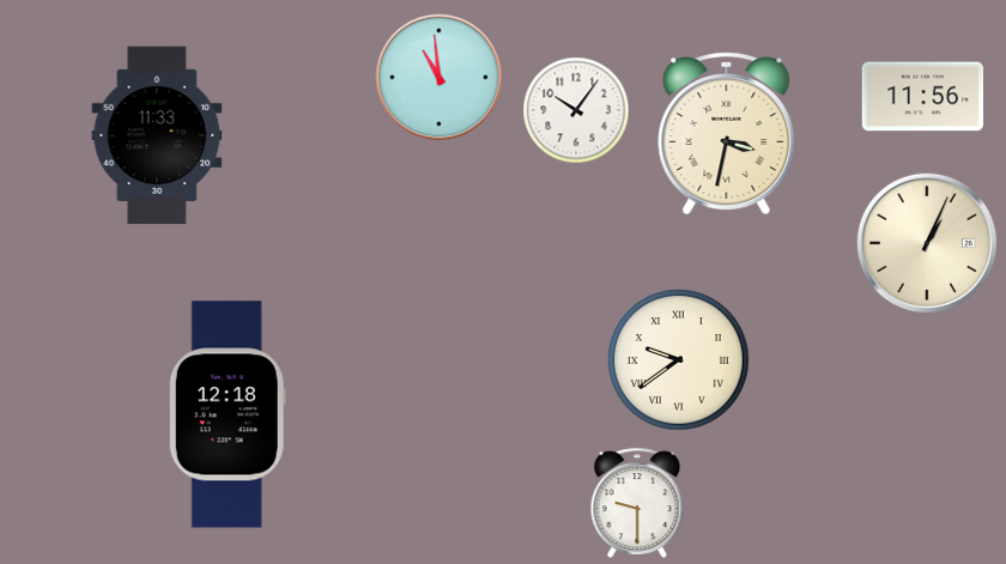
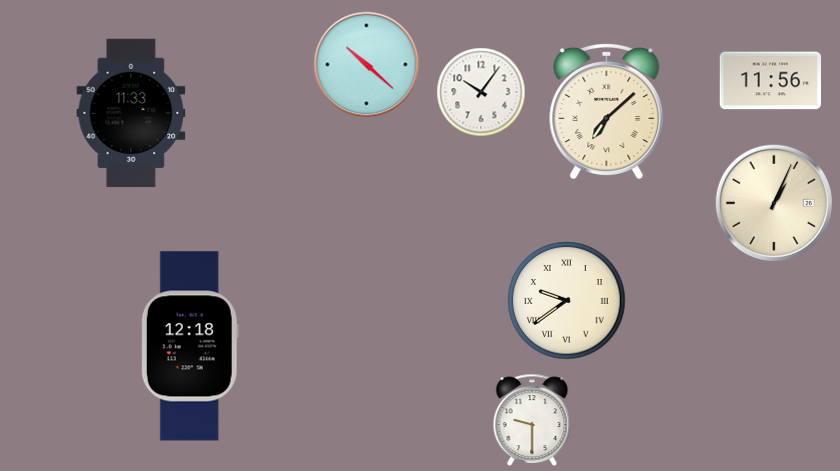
clock at (440, 78): 10:59 -> 10:22
clock at (727, 133): 3:32 -> 7:08
